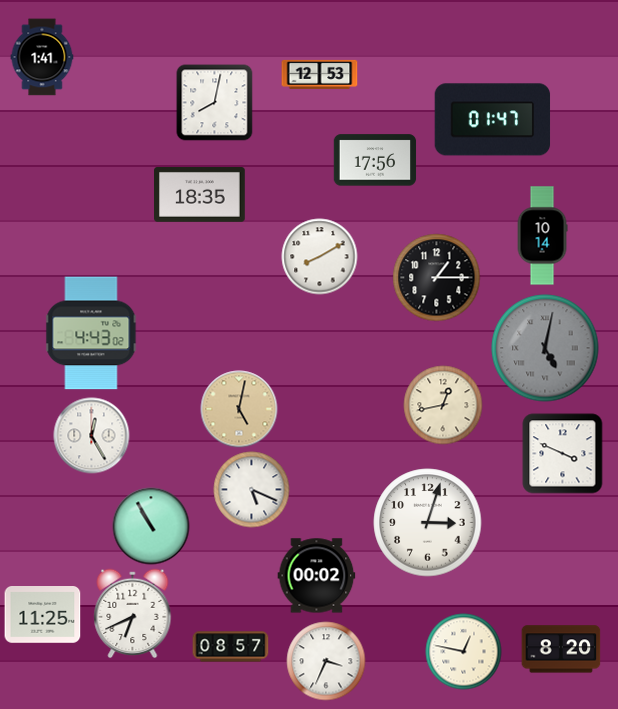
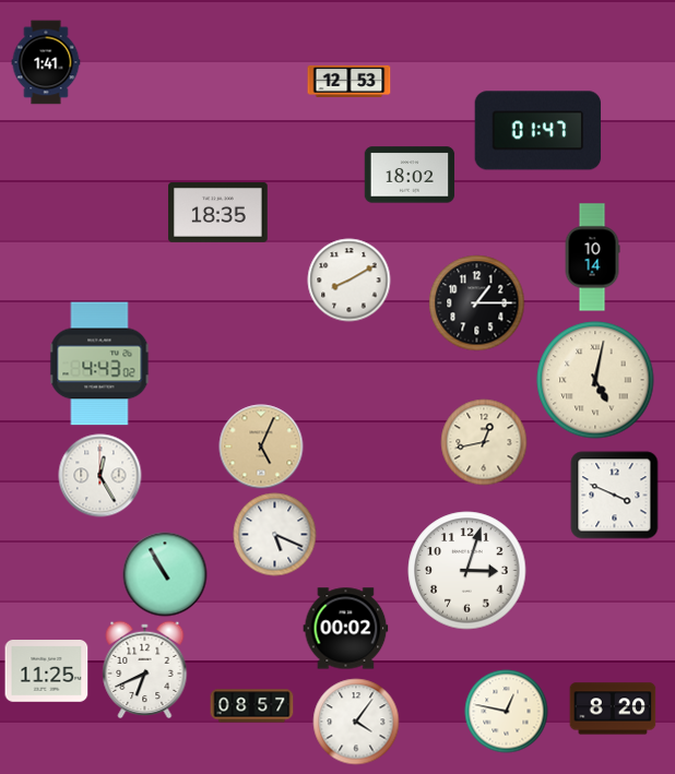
clock at (215, 103): 8:02 -> none
clock at (375, 160): 17:56 -> 18:02
clock at (545, 348) dial: grey -> cream
clock at (239, 409): 5:02 -> 5:04
clock at (326, 661): 3:34 -> 4:06
